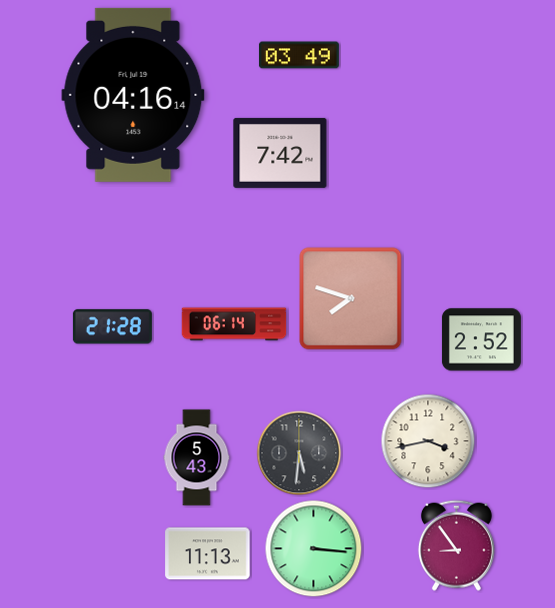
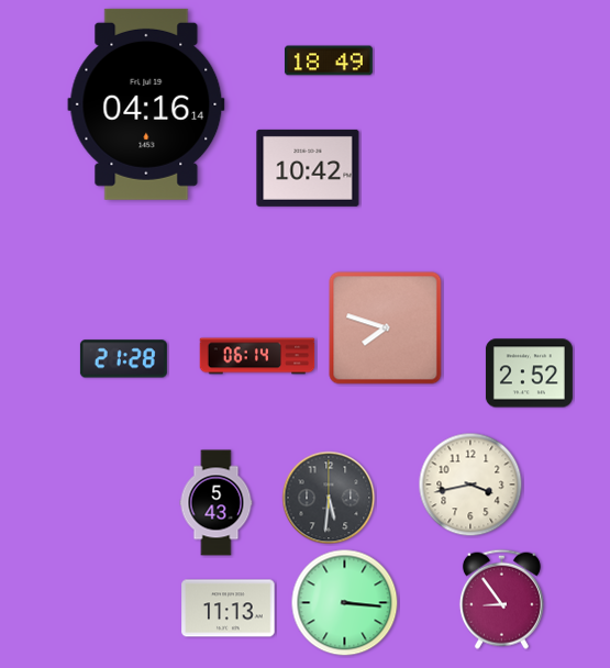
clock at (299, 55): 03:49 -> 18:49
clock at (280, 153): 7:42 -> 10:42
